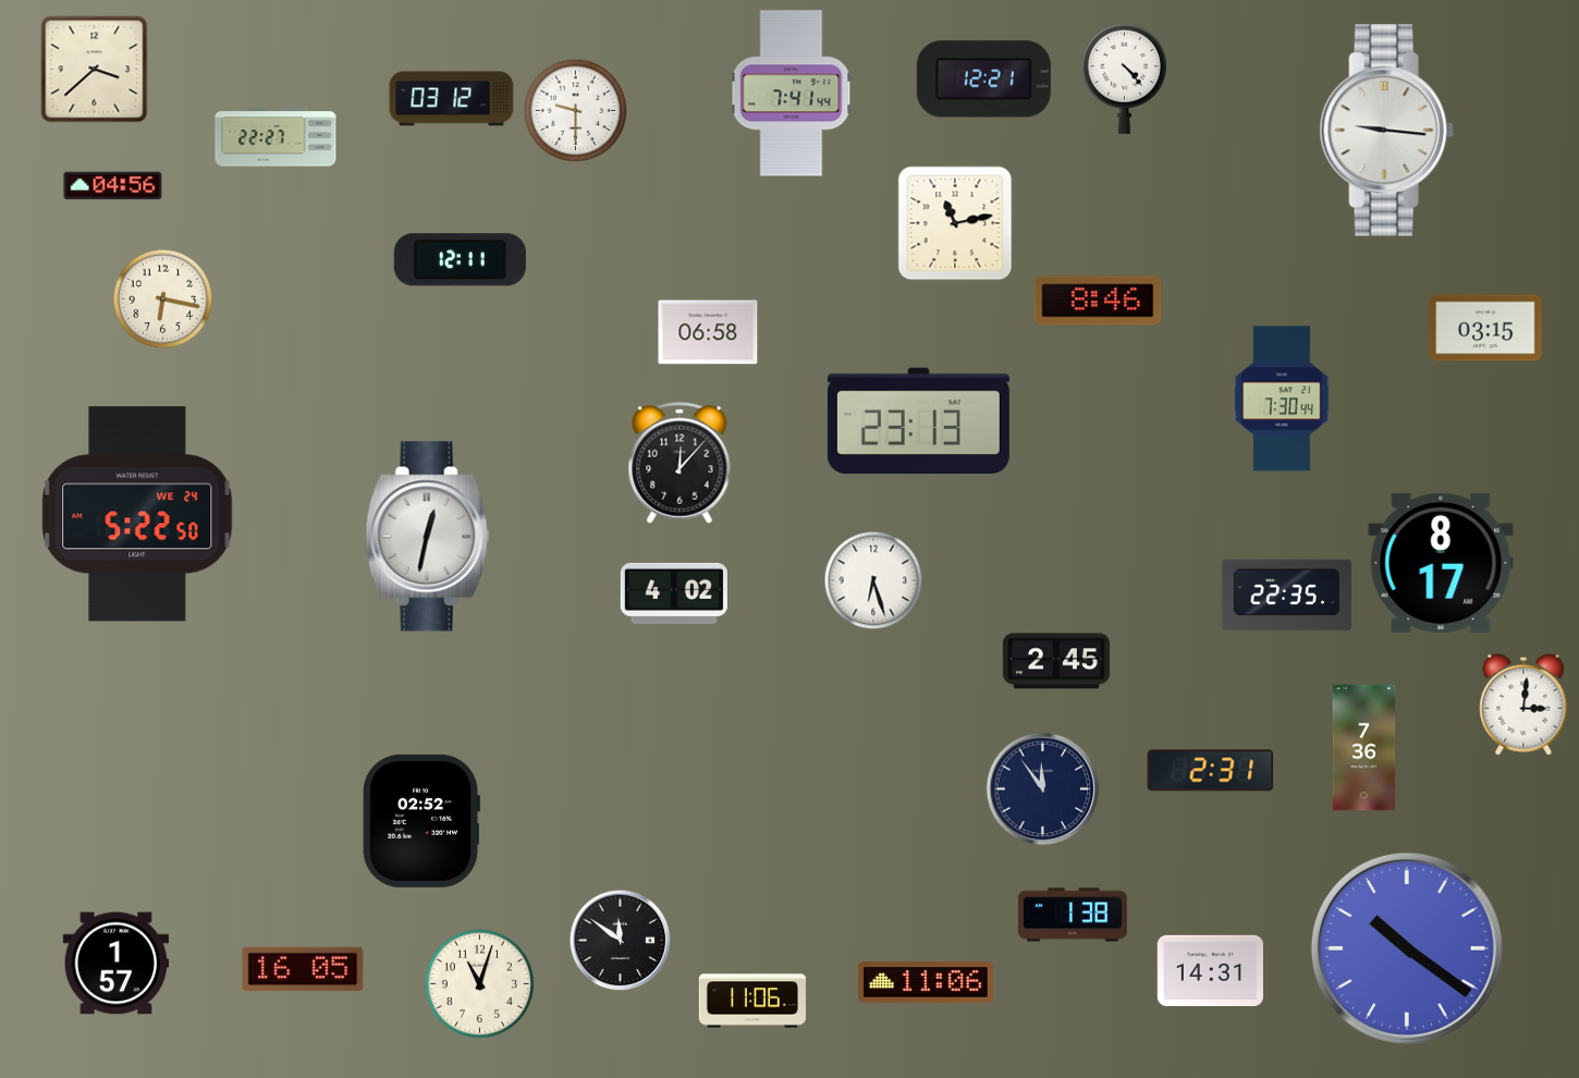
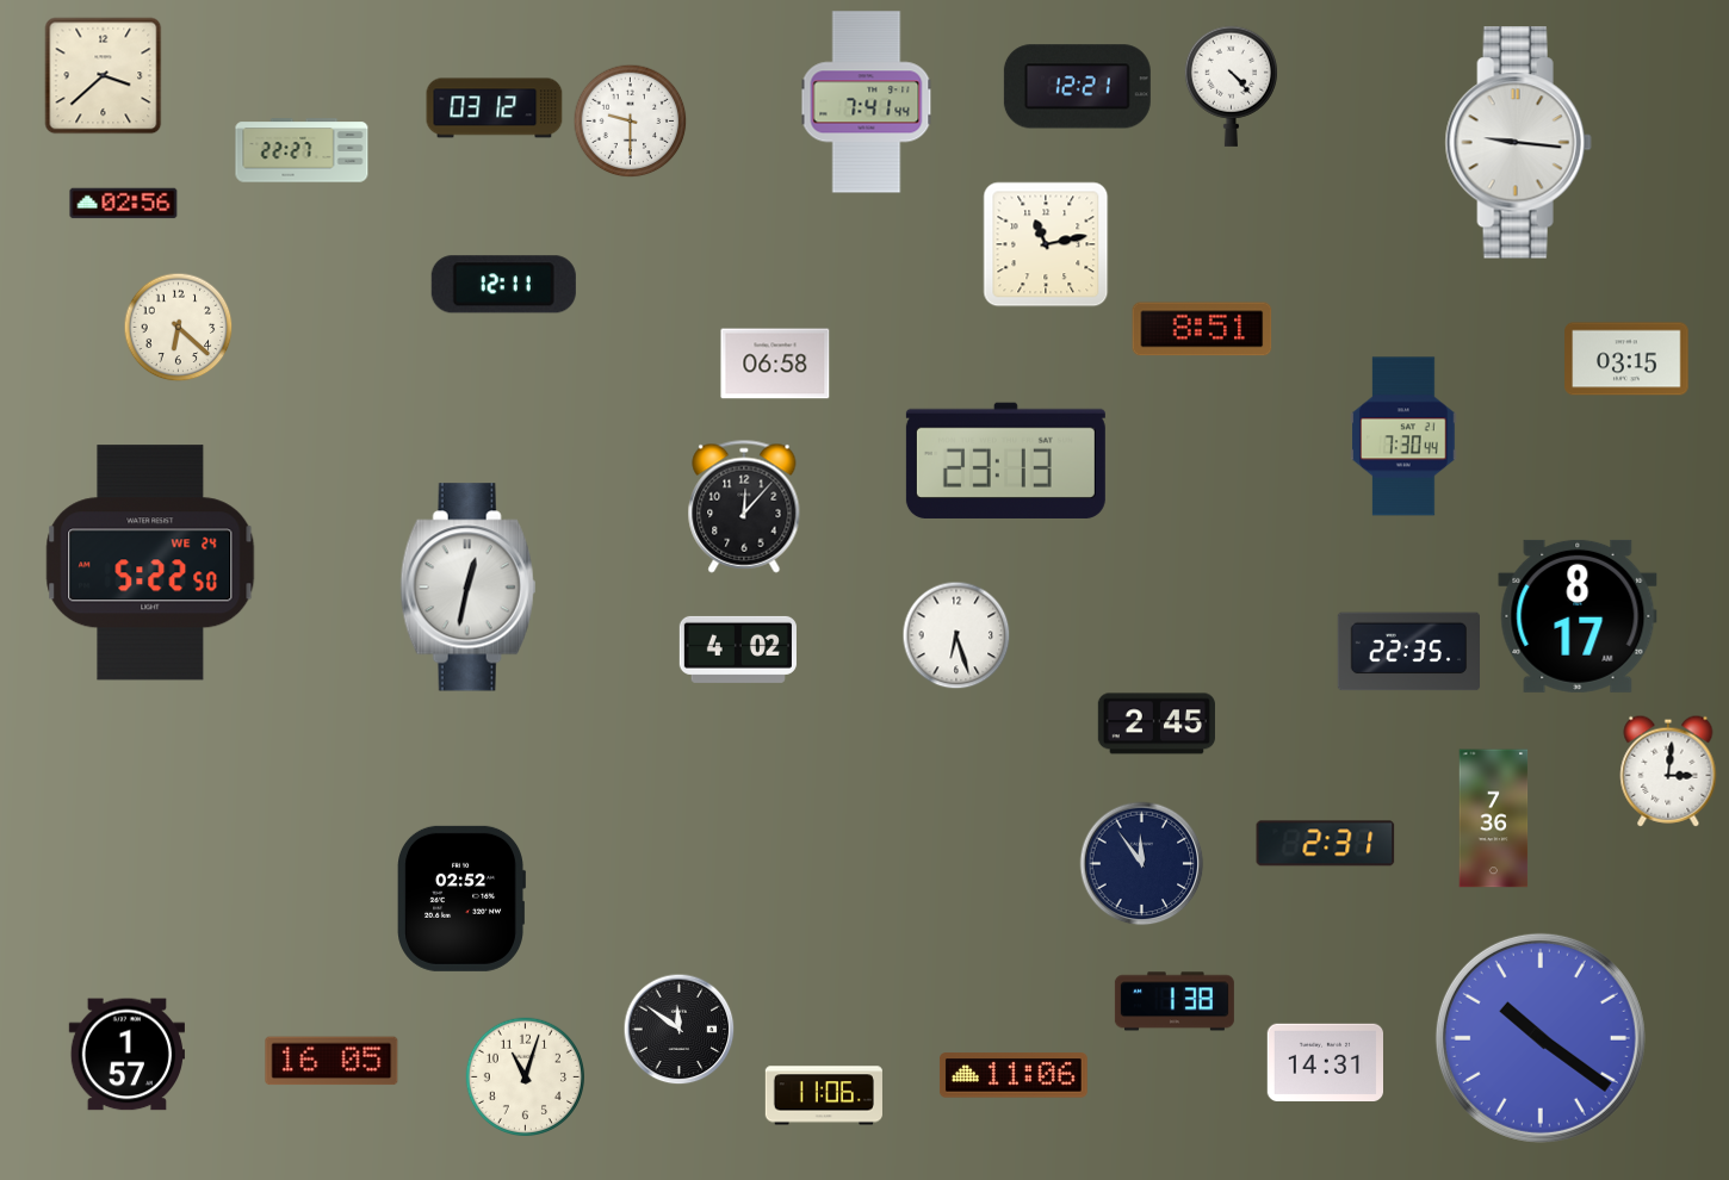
clock at (113, 186): 04:56 -> 02:56
clock at (163, 299): 6:17 -> 6:22
clock at (1098, 301): 8:46 -> 8:51
